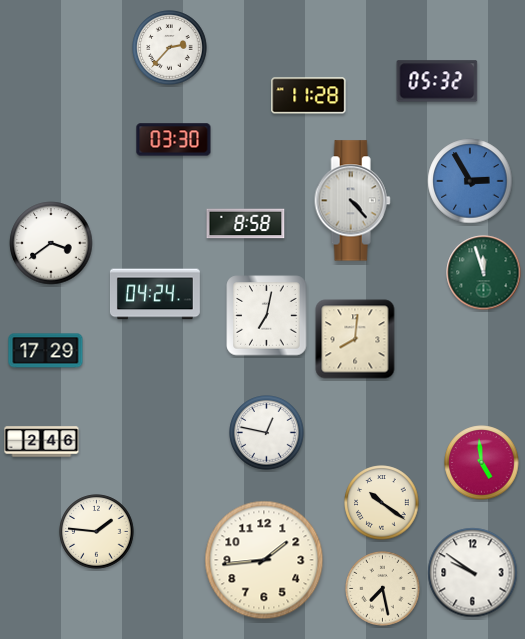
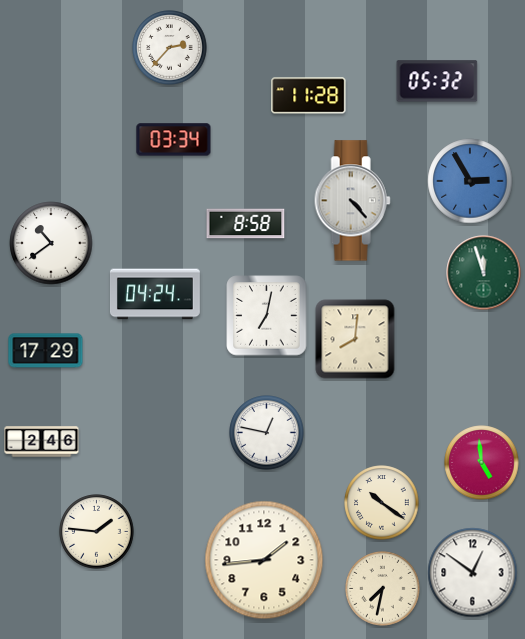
clock at (174, 140): 03:30 -> 03:34
clock at (51, 243): 3:39 -> 10:39
clock at (473, 573): 9:51 -> 12:51
clock at (383, 589): 7:28 -> 7:32
